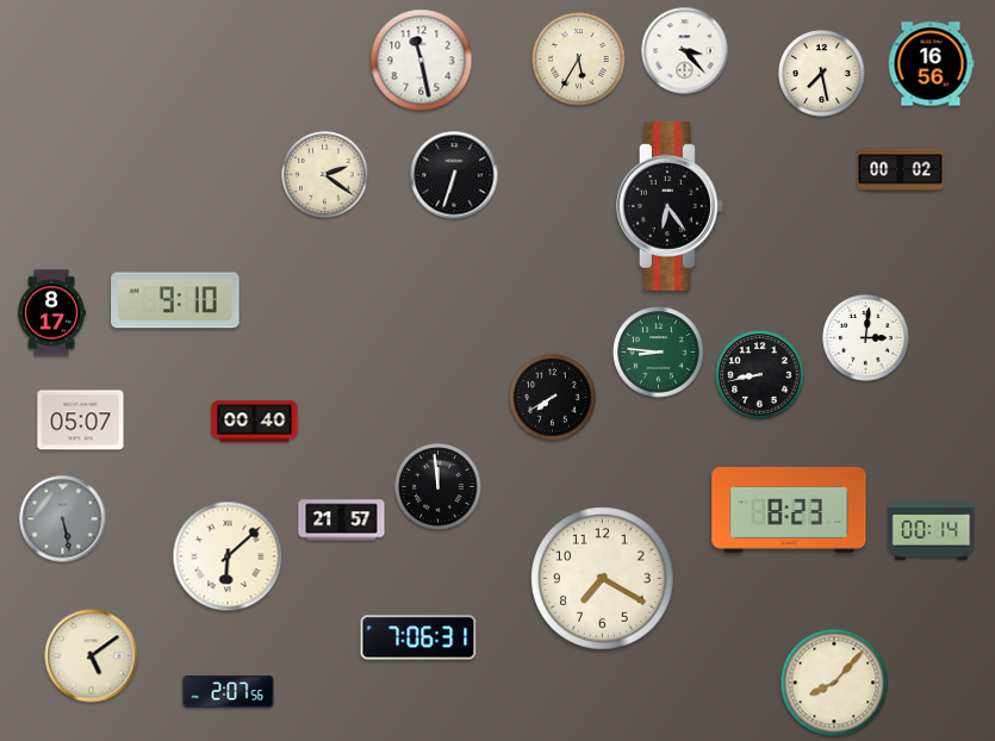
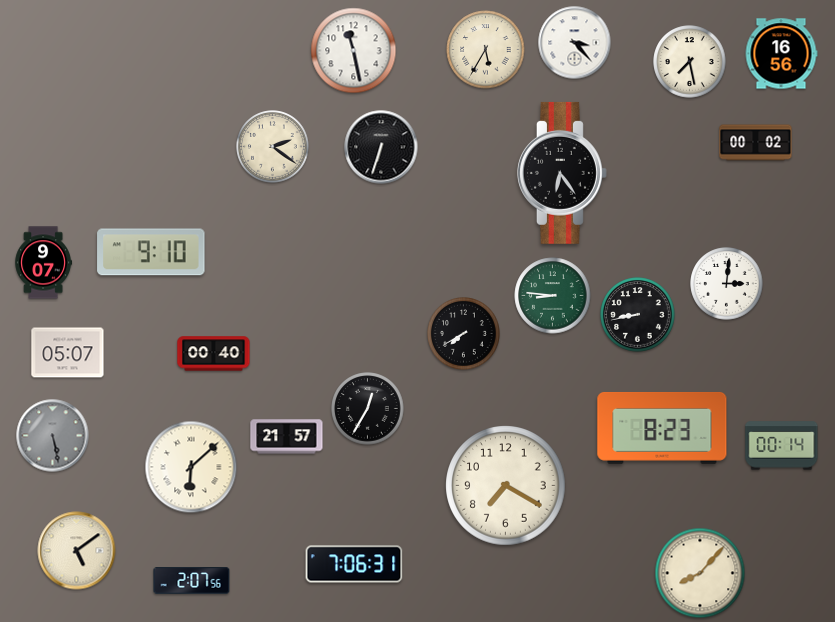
clock at (175, 300) position: (175, 300) -> (151, 252)
clock at (52, 313): 8:17 -> 9:07
clock at (439, 487): 11:59 -> 12:35
clock at (418, 637) position: (418, 637) -> (354, 564)
